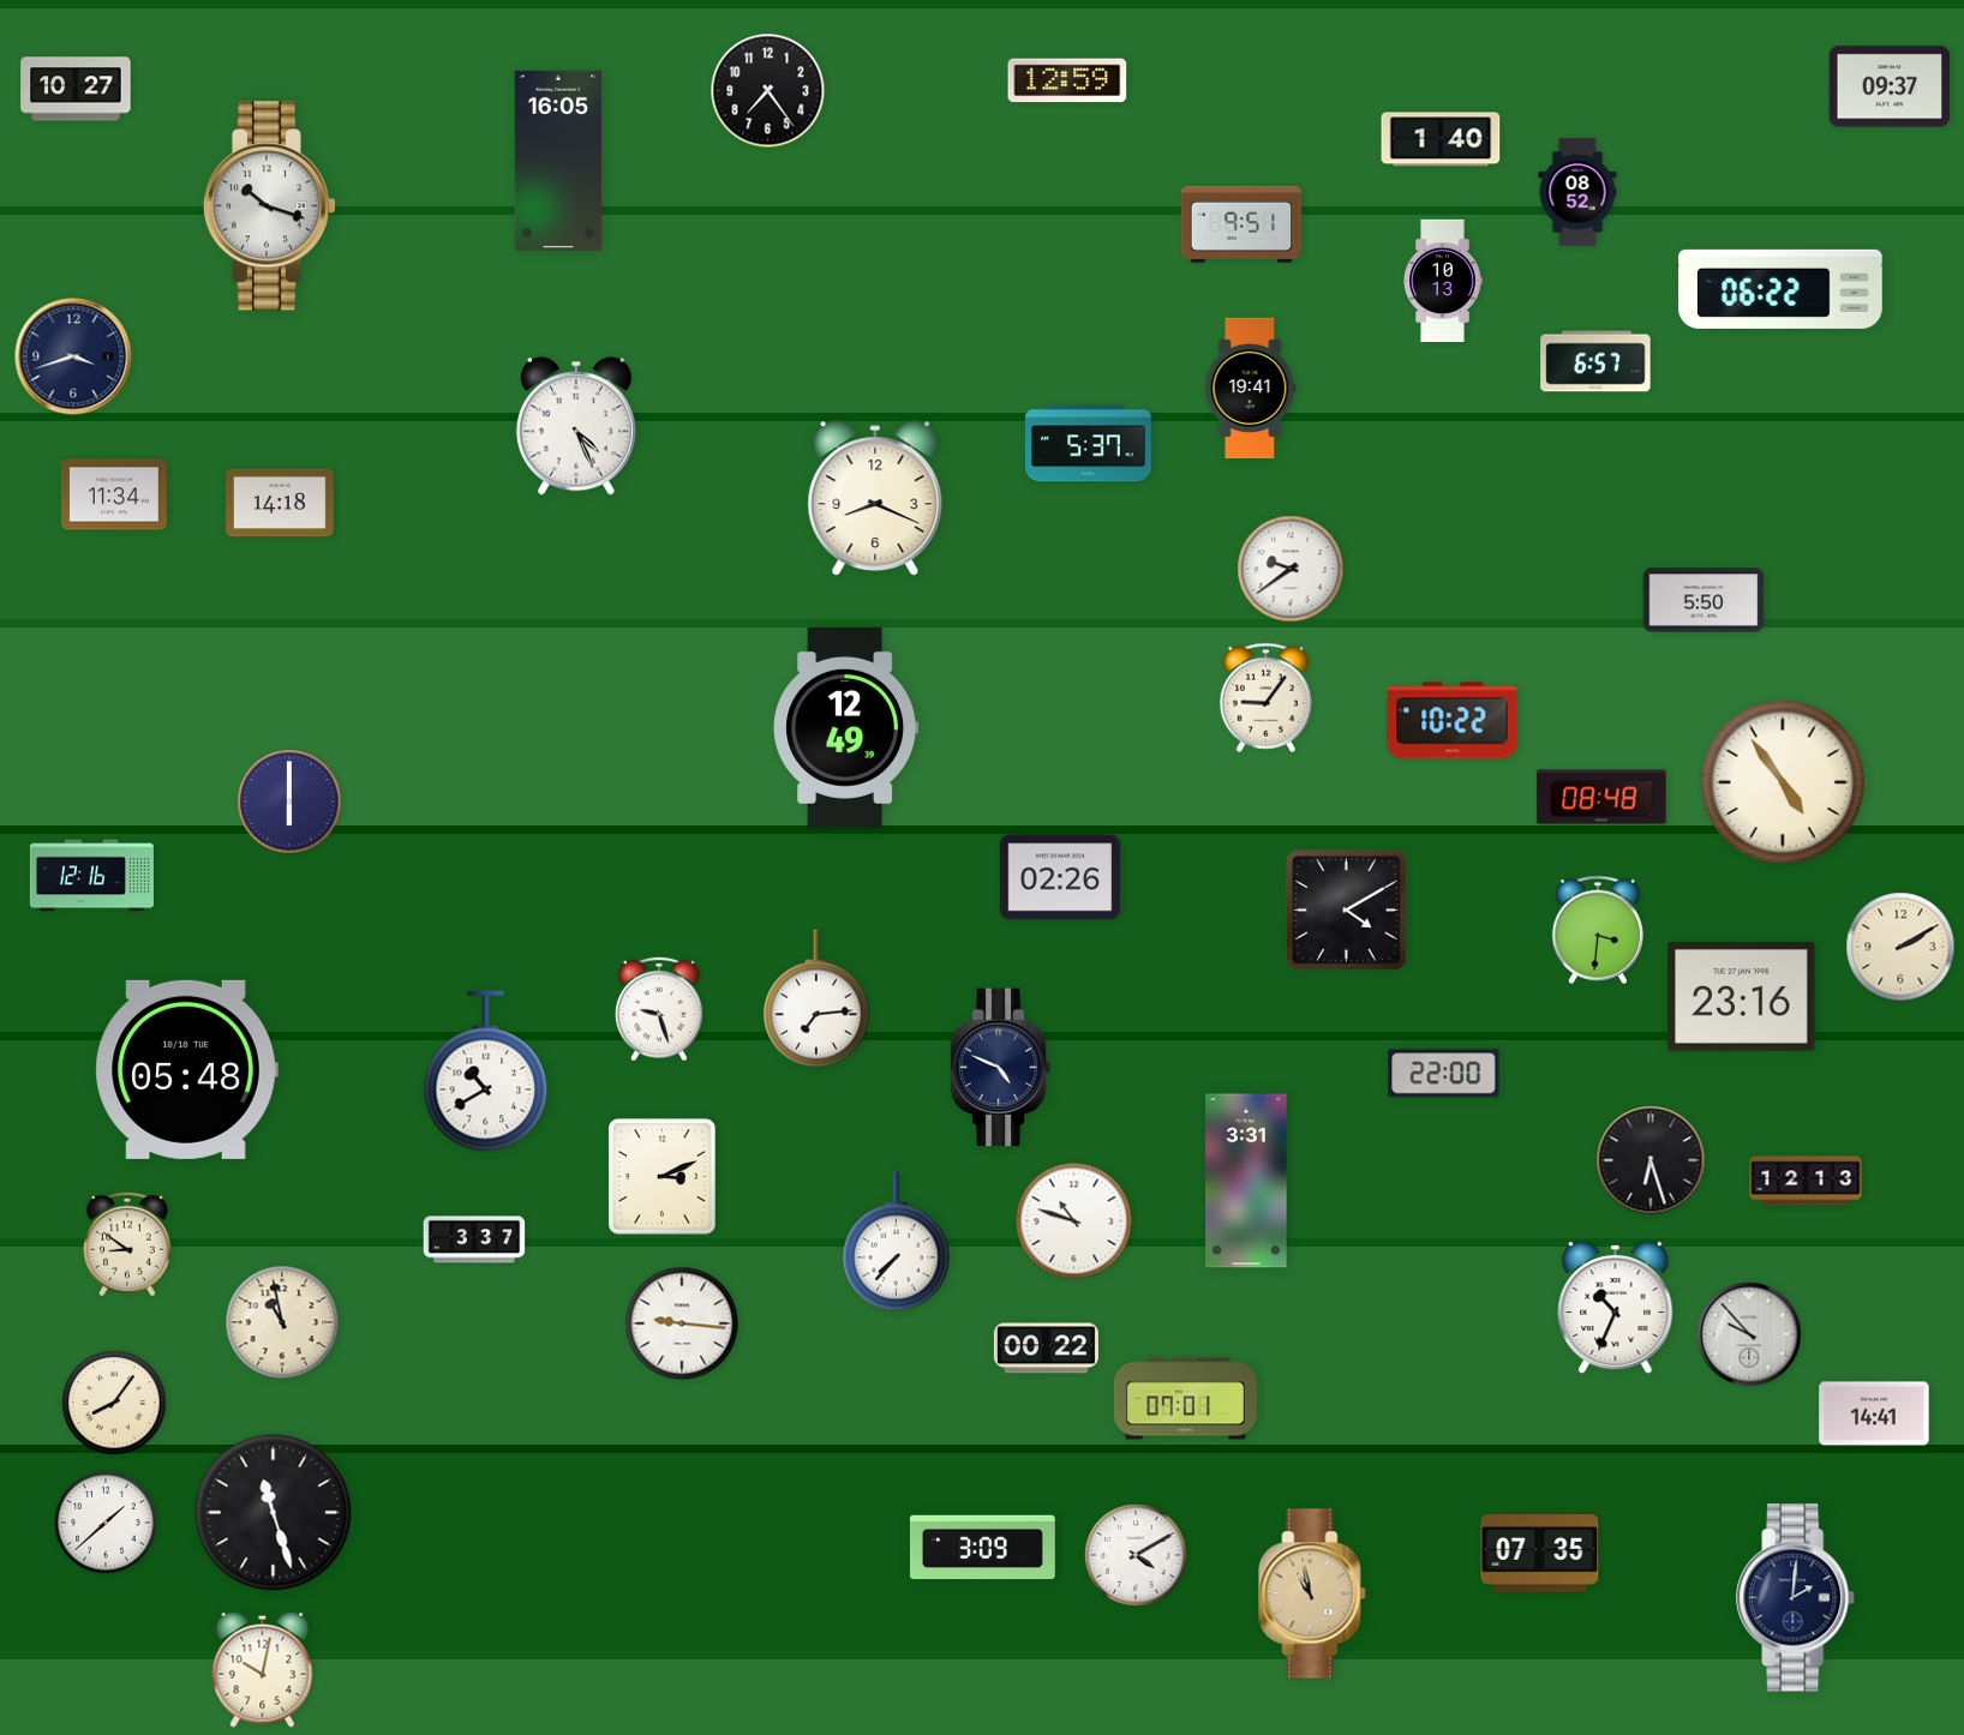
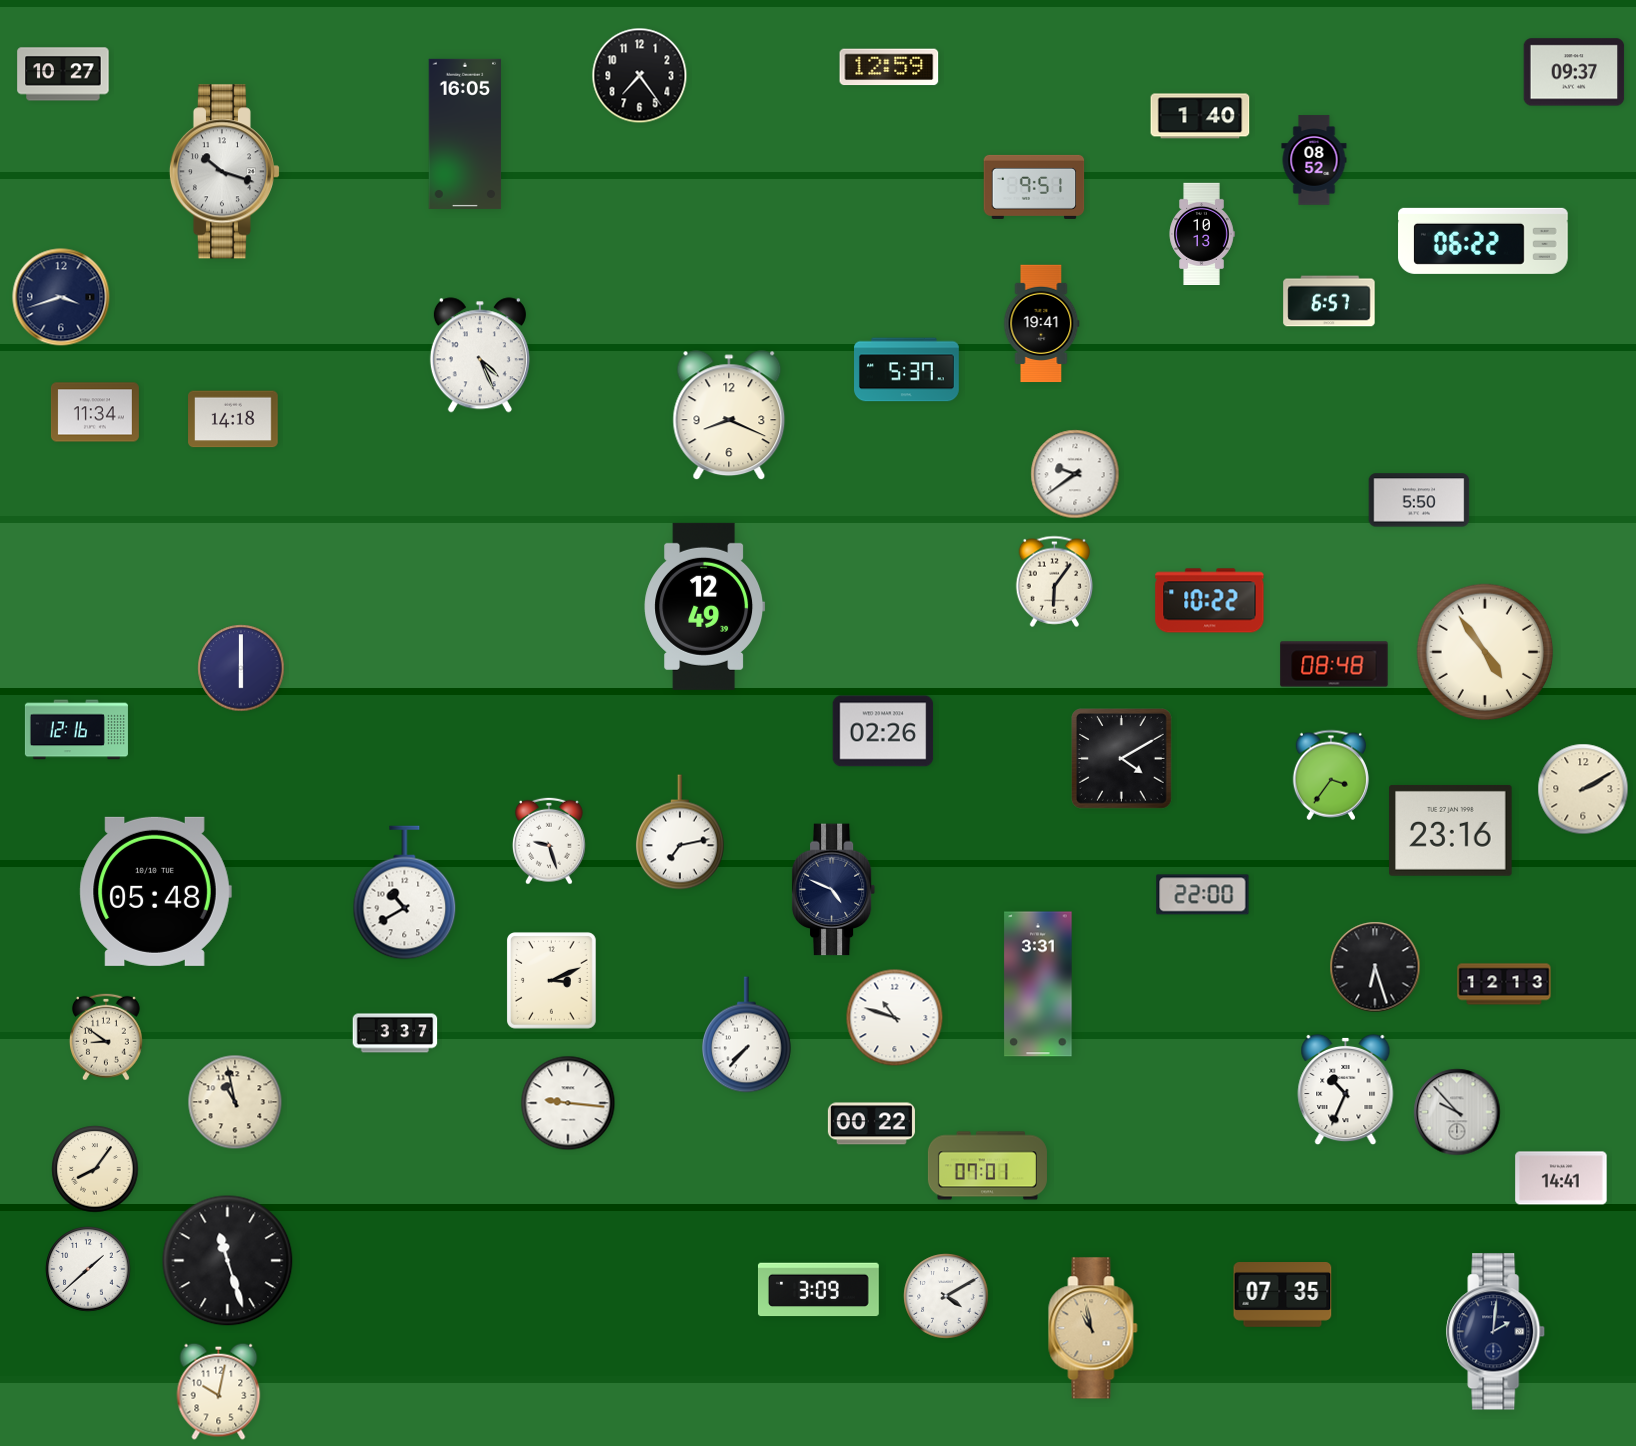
clock at (1267, 697): 9:06 -> 6:06
clock at (1598, 930): 3:31 -> 3:36
clock at (816, 998): 7:14 -> 7:13
